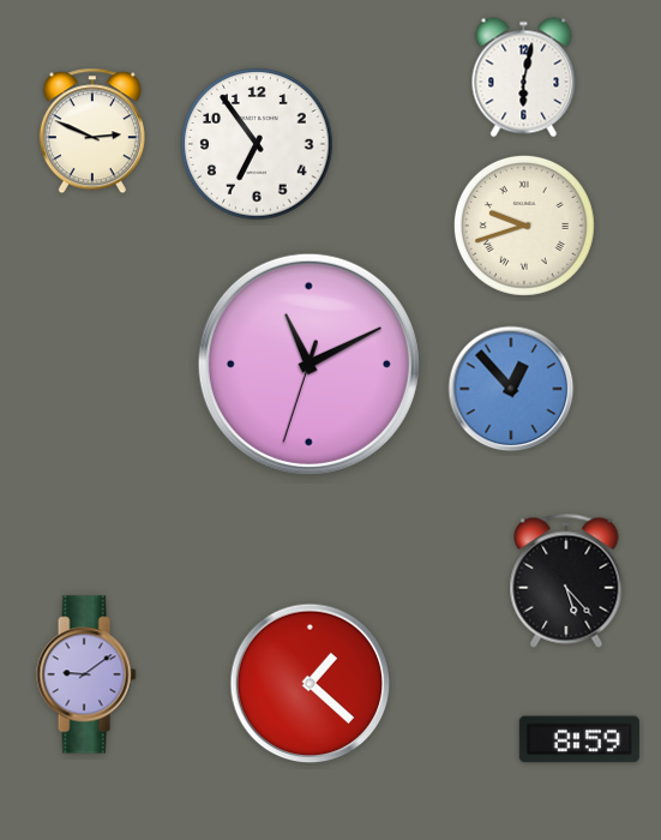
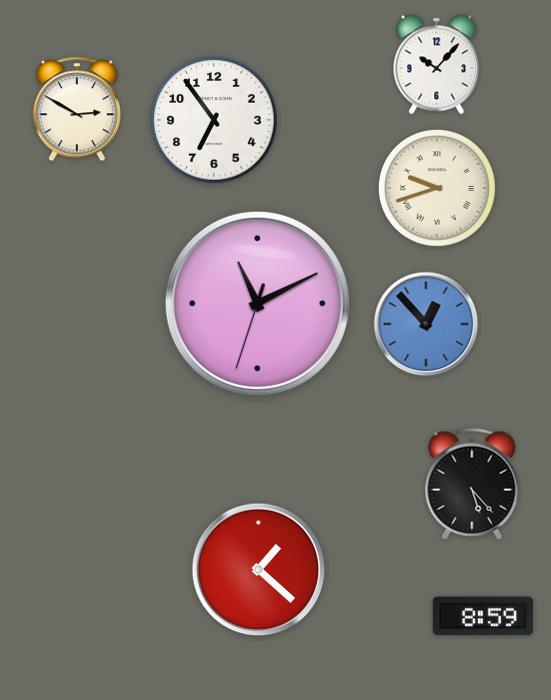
clock at (524, 78): 6:02 -> 10:07
clock at (92, 131): 2:49 -> 2:50
clock at (86, 674): 9:09 -> none
